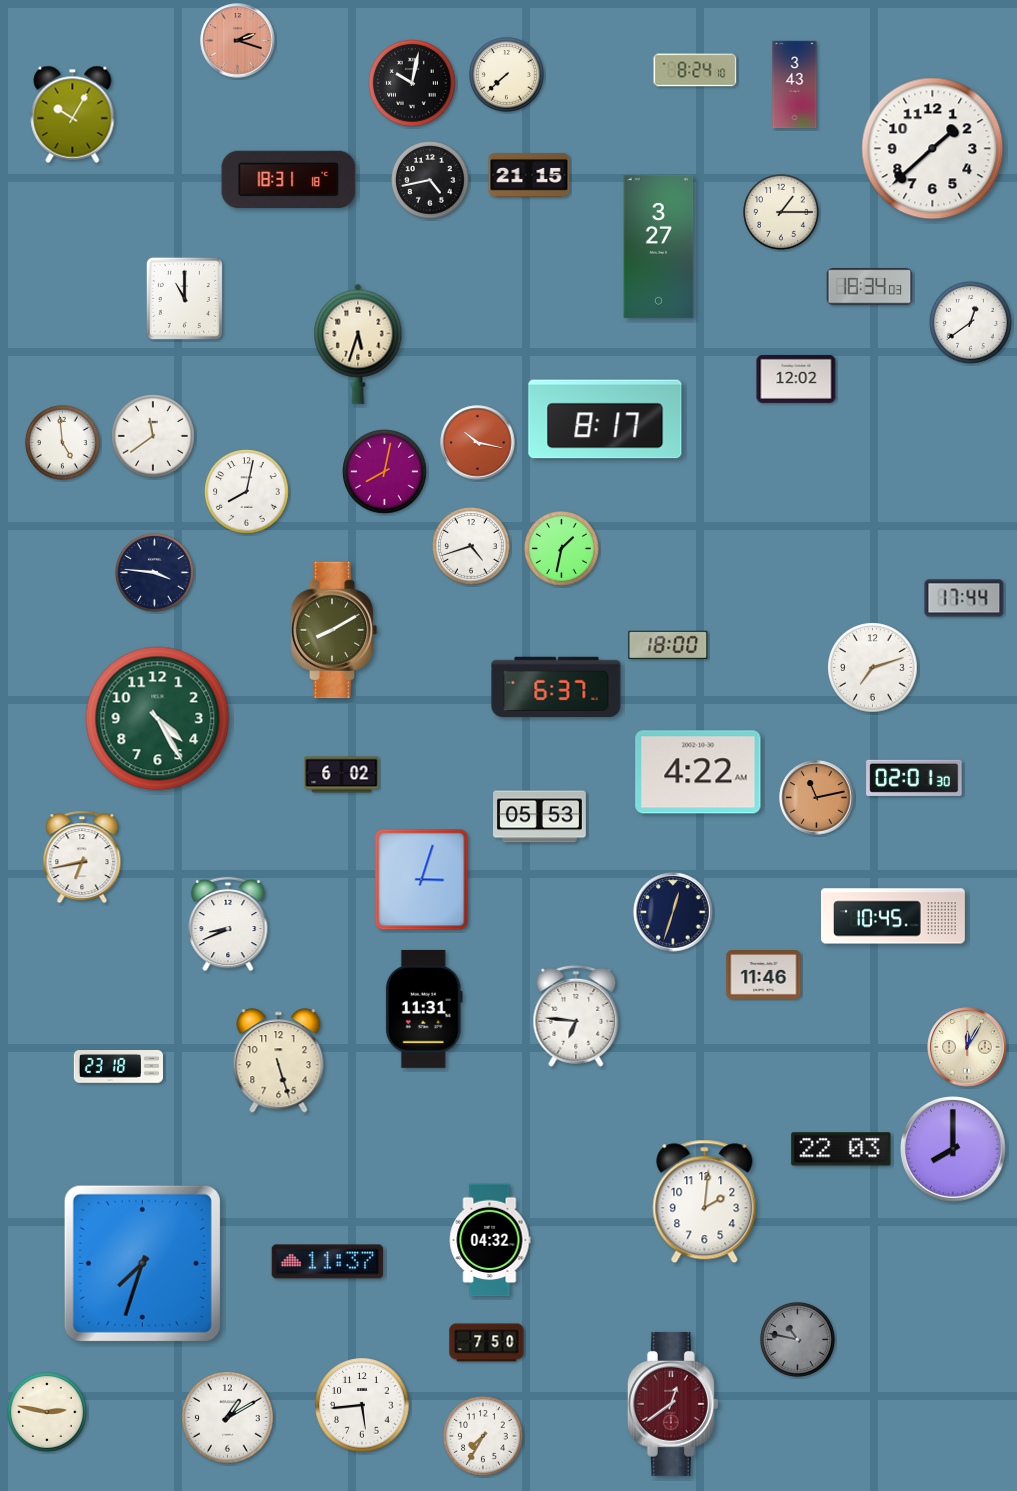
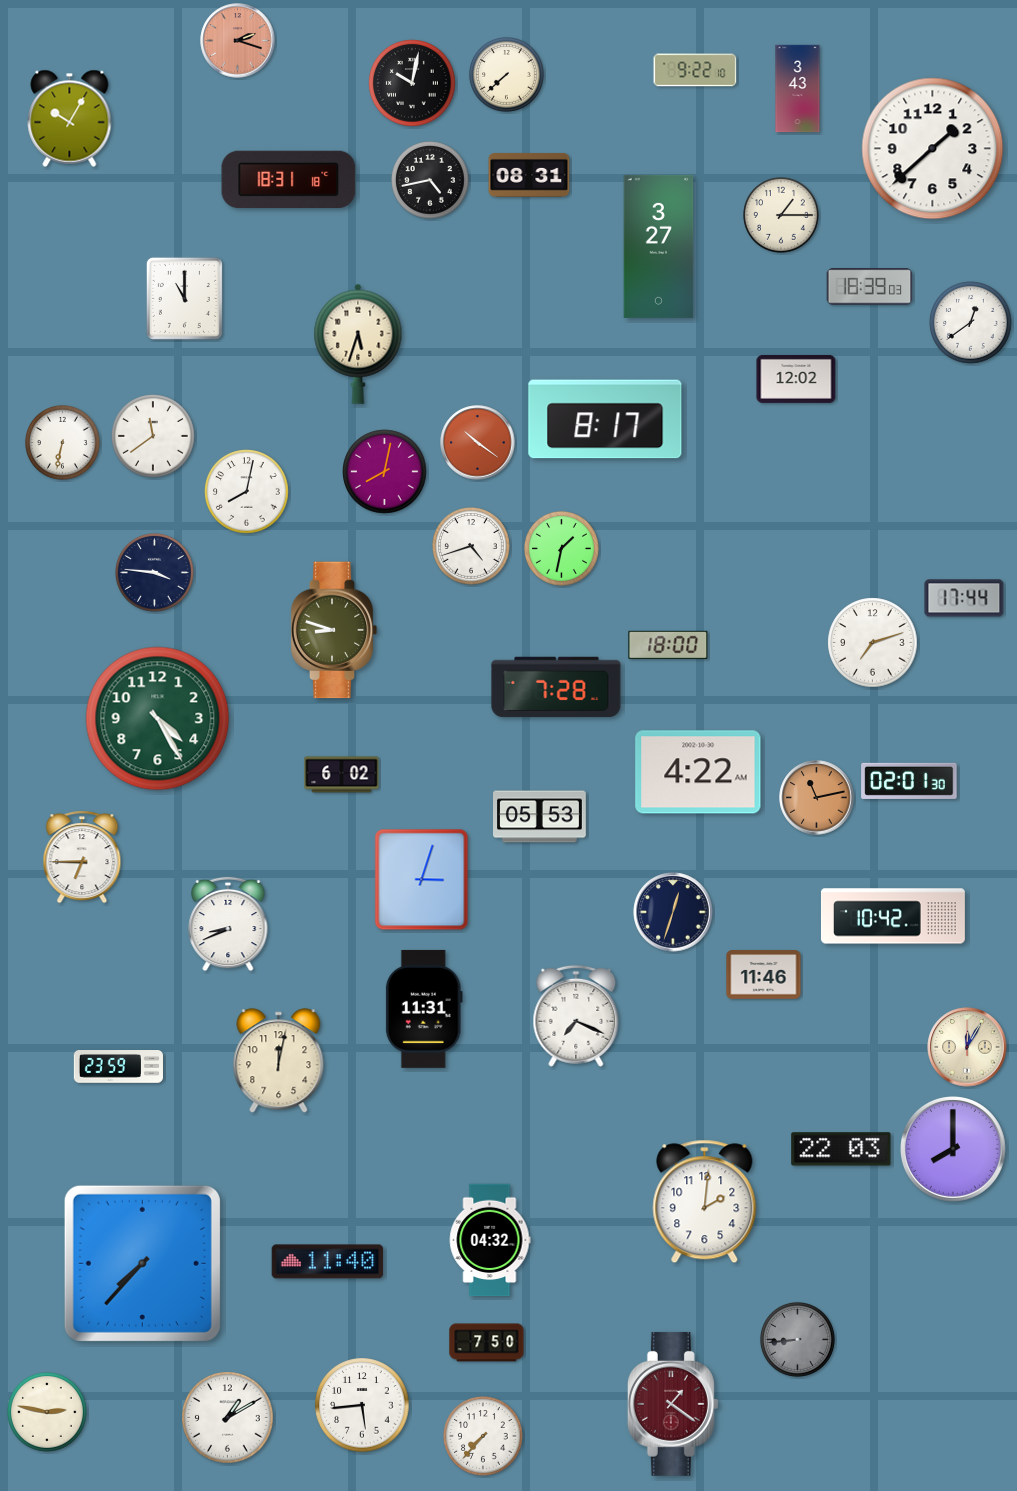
clock at (695, 70): 8:24 -> 9:22
clock at (795, 85) position: (795, 85) -> (798, 89)
clock at (73, 114) position: (73, 114) -> (70, 118)
clock at (529, 175): 21:15 -> 08:31
clock at (782, 213) position: (782, 213) -> (782, 216)
clock at (870, 287): 18:34 -> 18:39
clock at (62, 442): 4:59 -> 6:32
clock at (478, 443): 10:17 -> 10:21
clock at (334, 630): 8:10 -> 8:48
clock at (873, 668) position: (873, 668) -> (873, 643)
clock at (556, 687): 6:37 -> 7:28
clock at (914, 778) position: (914, 778) -> (909, 781)
clock at (82, 857): 6:43 -> 6:45
clock at (893, 916): 10:45 -> 10:42
clock at (576, 1016): 6:46 -> 7:19
clock at (279, 1061): 5:27 -> 12:02
clock at (118, 1067): 23:18 -> 23:59
clock at (328, 1262): 11:37 -> 11:40
clock at (142, 1263): 7:33 -> 7:37
clock at (797, 1339): 10:47 -> 8:44
clock at (673, 1404): 12:39 -> 1:21
clock at (484, 1437): 7:35 -> 7:37
